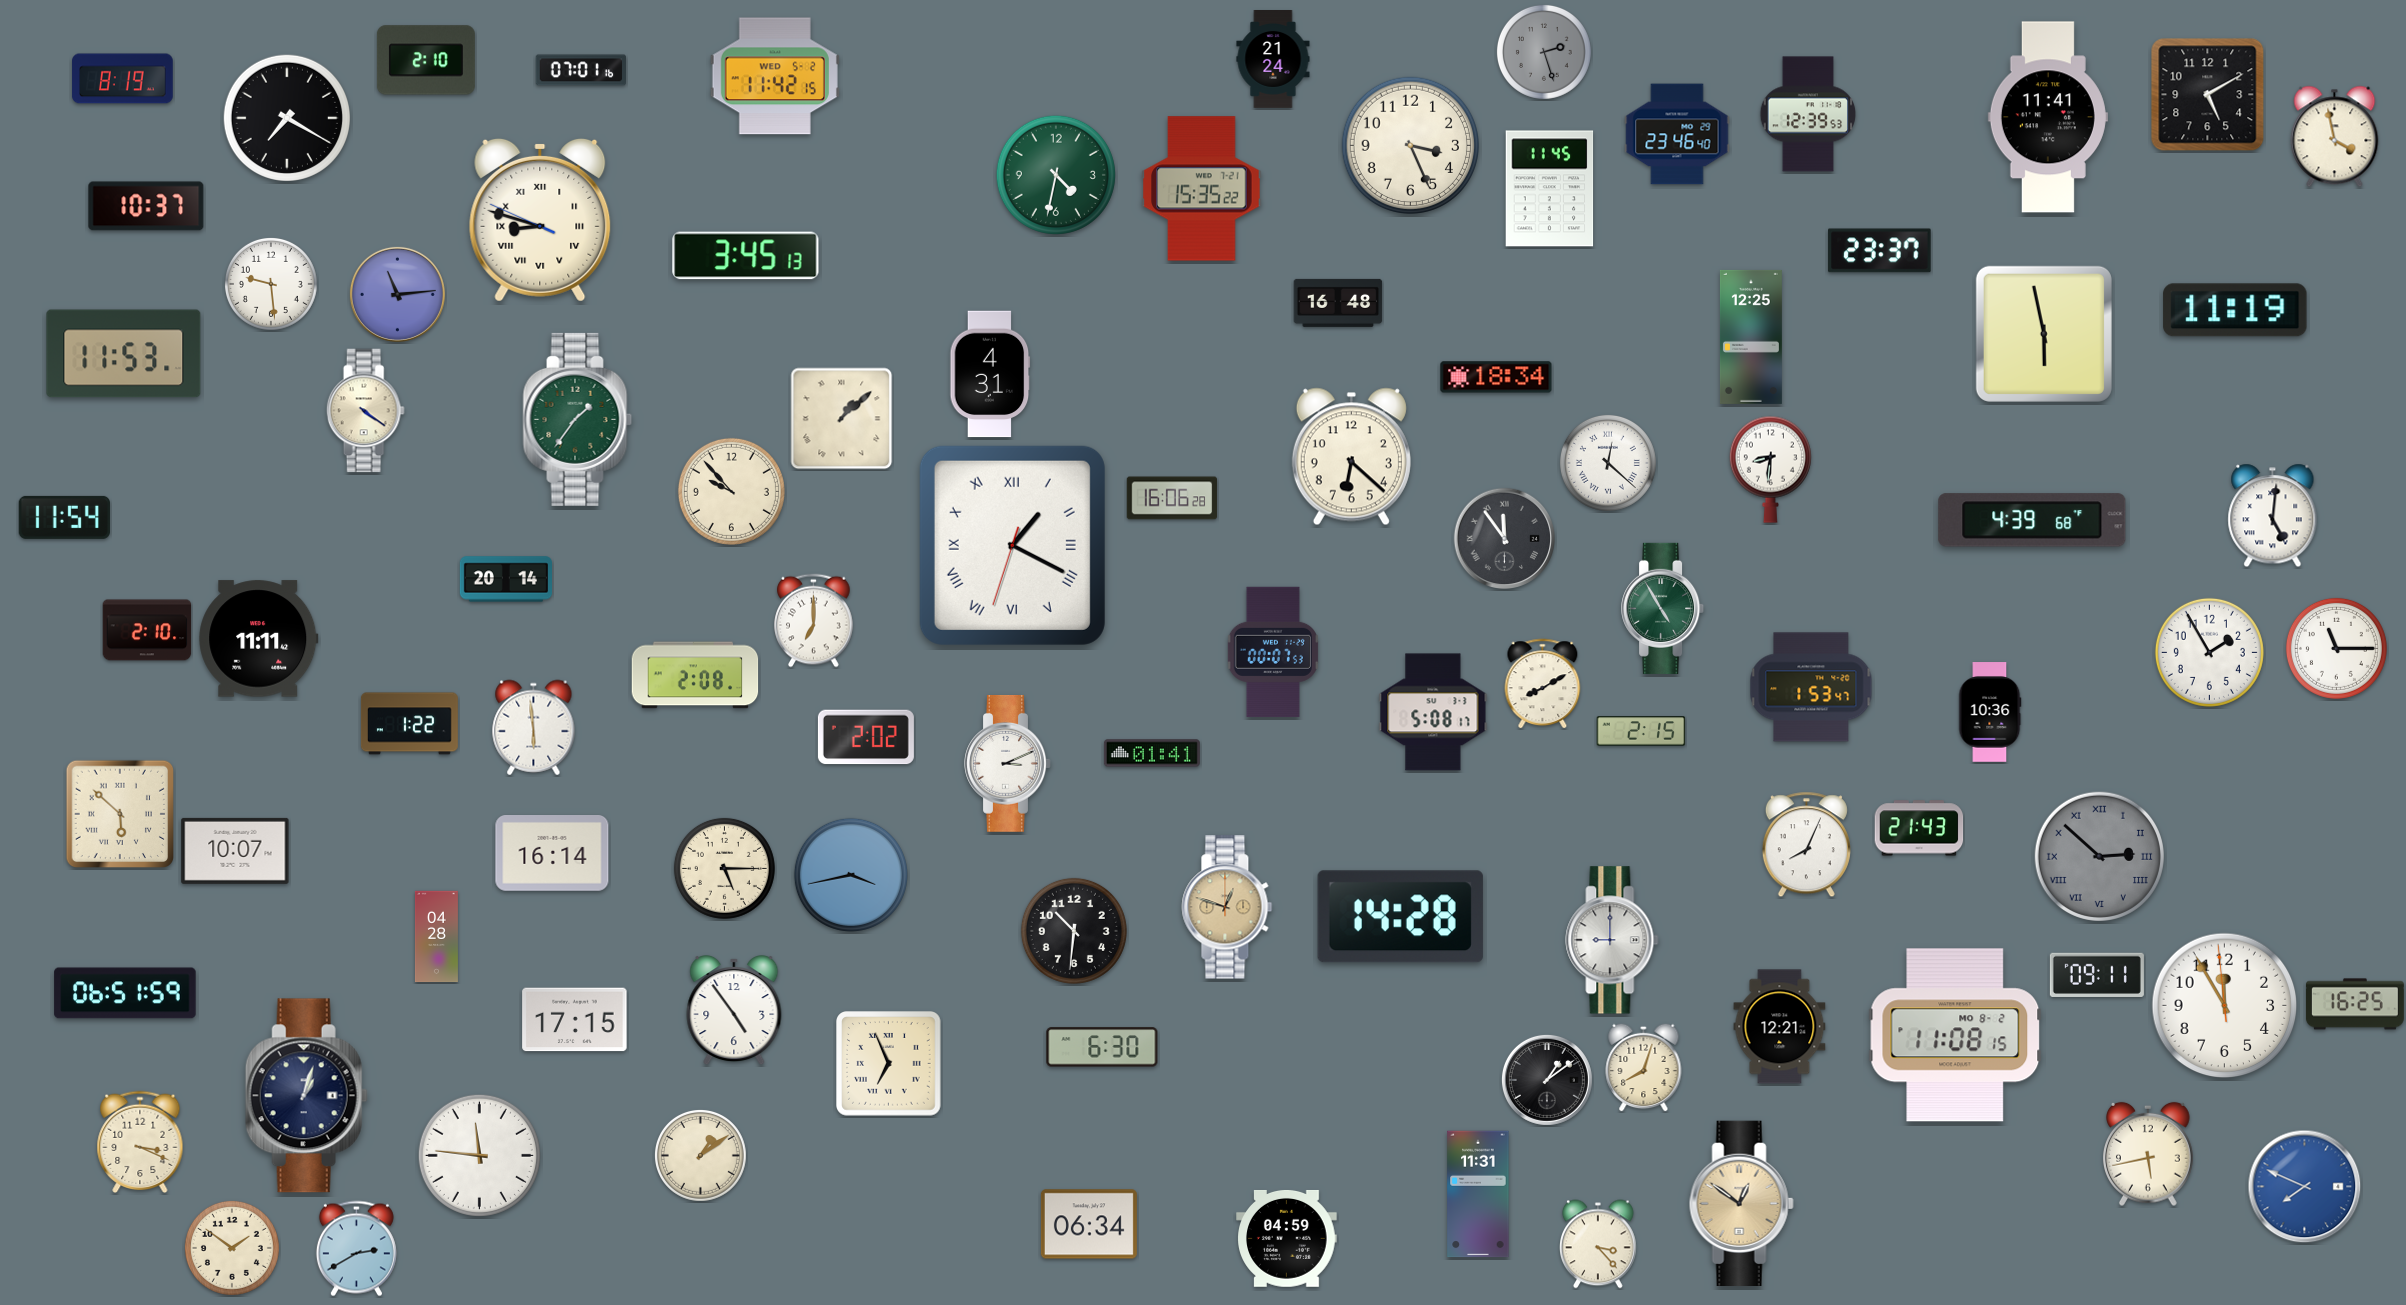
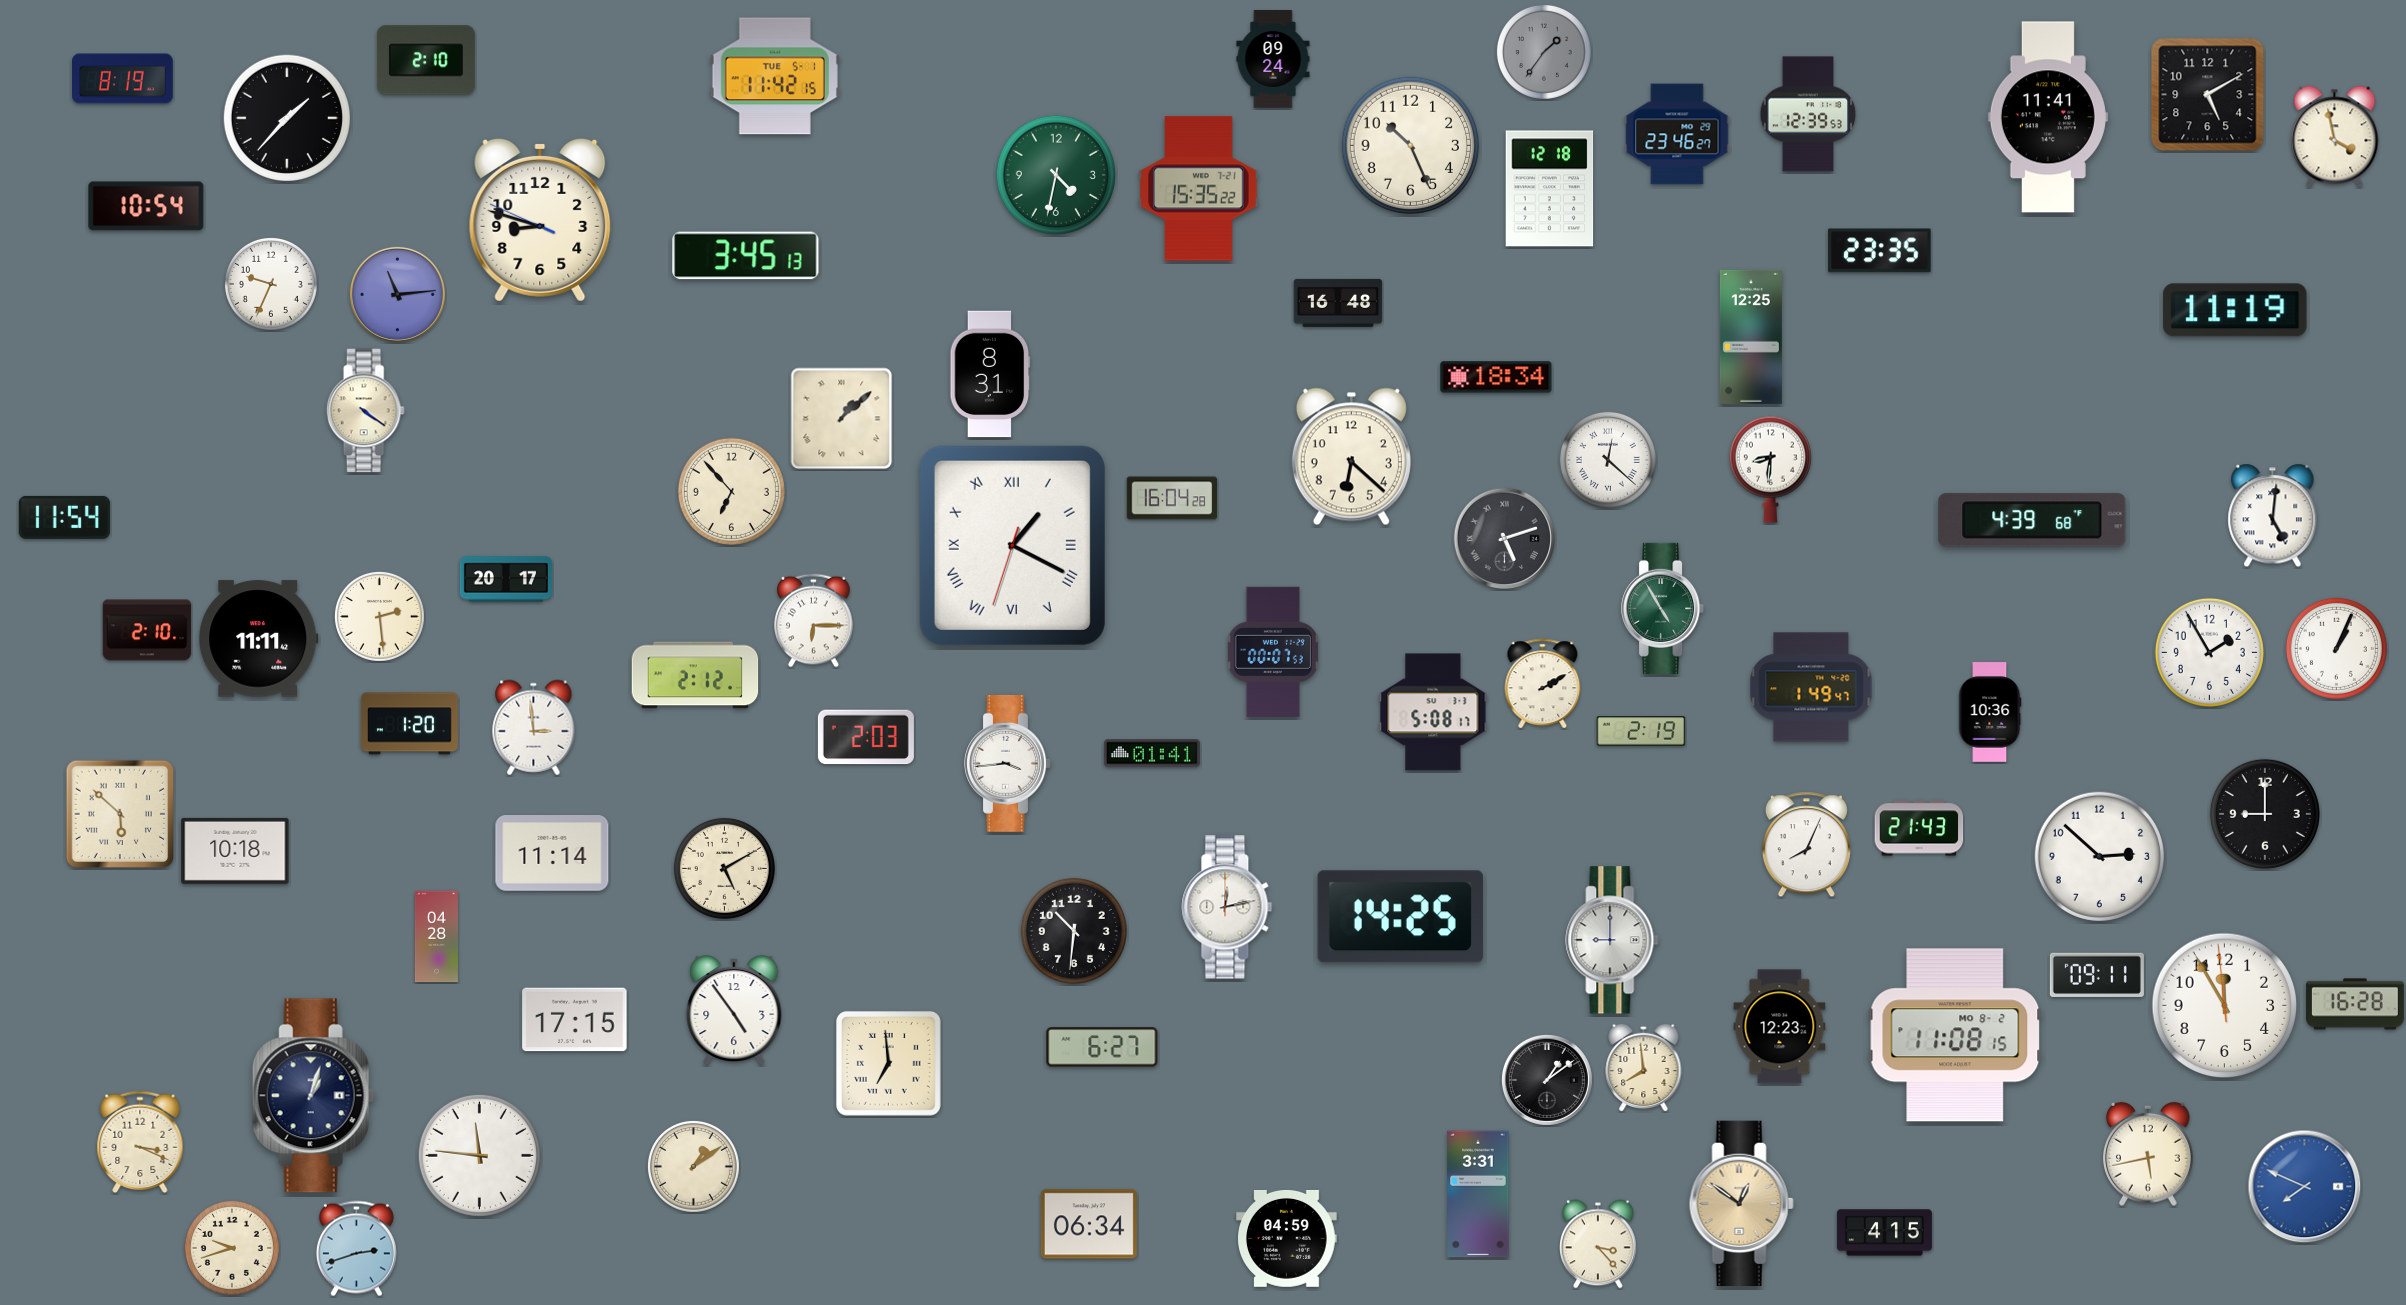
clock at (1544, 52): 2:27 -> 1:36
clock at (1273, 60): 21:24 -> 09:24
clock at (580, 70): 07:01 -> none
clock at (775, 76) date: WED 5-2 -> TUE 5-1
clock at (287, 118): 7:20 -> 1:37
clock at (1677, 134): 23:46:40 -> 23:46:27
clock at (1410, 145): 3:26 -> 10:26
clock at (1202, 189) position: (1202, 189) -> (1199, 189)
clock at (1550, 189): 11:45 -> 12:18
clock at (146, 206): 10:37 -> 10:54
clock at (540, 220) numerals: Roman -> Arabic
clock at (1880, 251): 23:37 -> 23:35
clock at (271, 284): 9:29 -> 9:34
clock at (2044, 334): 5:58 -> none
clock at (124, 354): 11:53 -> none
clock at (990, 374): 4:31 -> 8:31
clock at (578, 419): 1:36 -> none
clock at (1608, 463) position: (1608, 463) -> (1608, 460)
clock at (731, 491): 9:53 -> 6:53
clock at (1172, 498): 16:06 -> 16:04
clock at (1504, 538): 11:54 -> 5:12
clock at (505, 579): 20:14 -> 20:17
clock at (379, 616): none -> 2:29
clock at (814, 621): 7:00 -> 6:15
clock at (2336, 648): 11:15 -> 1:04
clock at (695, 675): 2:08 -> 2:12
clock at (1543, 684): 8:10 -> 2:10
clock at (1811, 687): 1:53 -> 1:49
clock at (409, 724): 1:22 -> 1:20
clock at (534, 728): 5:59 -> 2:59
clock at (1641, 731): 2:15 -> 2:19
clock at (866, 737): 2:02 -> 2:03
clock at (1008, 763): 3:11 -> 3:44
clock at (2265, 814): none -> 9:00
clock at (235, 851): 10:07 -> 10:18
clock at (552, 854): 16:14 -> 11:14
clock at (2099, 856) dial: grey -> white
clock at (2099, 856) numerals: Roman -> Arabic
clock at (724, 868): 5:15 -> 5:10
clock at (851, 875): 3:43 -> none
clock at (1227, 907): 12:48 -> 12:13
clock at (1227, 907) dial: champagne -> white
clock at (1400, 917): 14:28 -> 14:25
clock at (125, 993): 06:51 -> none
clock at (2355, 1004): 16:25 -> 16:28
clock at (1780, 1027): 12:21 -> 12:23
clock at (1102, 1047): 6:30 -> 6:27
clock at (889, 1064): 6:56 -> 6:59
clock at (1644, 1067): 8:03 -> 7:59
clock at (306, 1096) position: (306, 1096) -> (313, 1096)
clock at (700, 1155) position: (700, 1155) -> (693, 1166)
clock at (1478, 1194): 11:31 -> 3:31
clock at (1884, 1233): none -> 4:15
clock at (232, 1248): 1:51 -> 9:42
clock at (356, 1249): 2:40 -> 2:42
